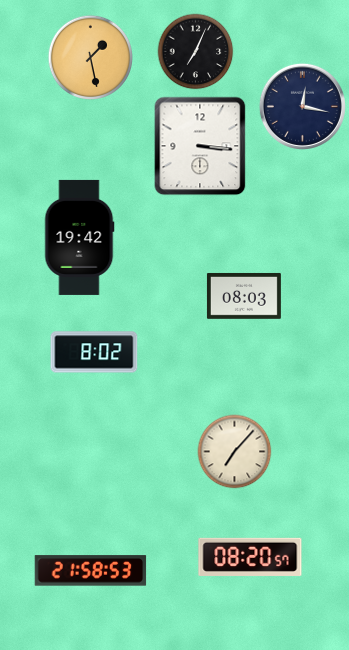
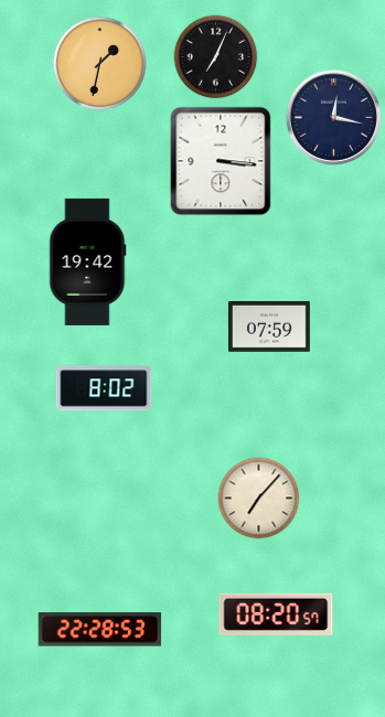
clock at (90, 57): 1:28 -> 1:32
clock at (244, 296): 08:03 -> 07:59
clock at (91, 571): 21:58 -> 22:28
